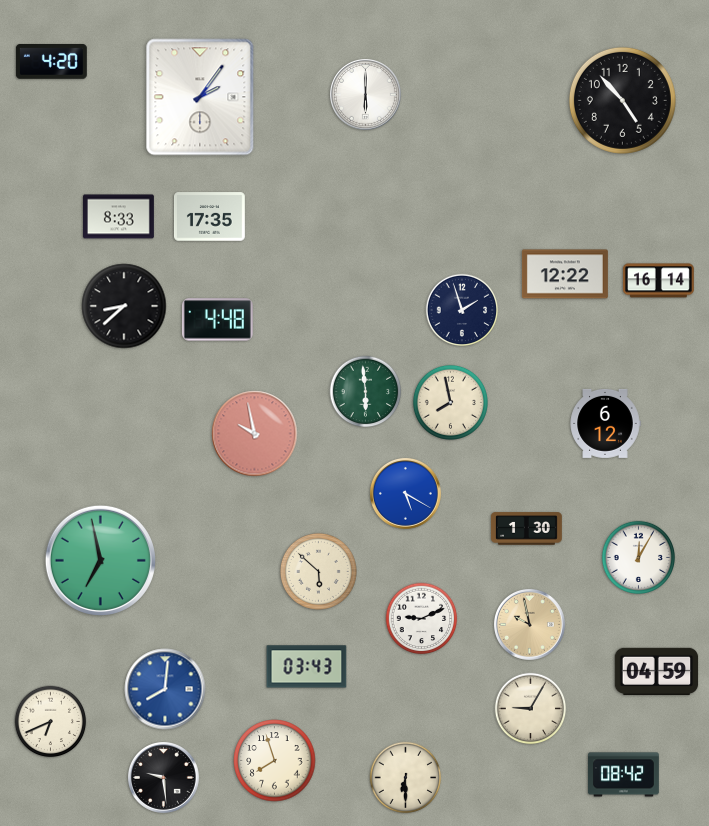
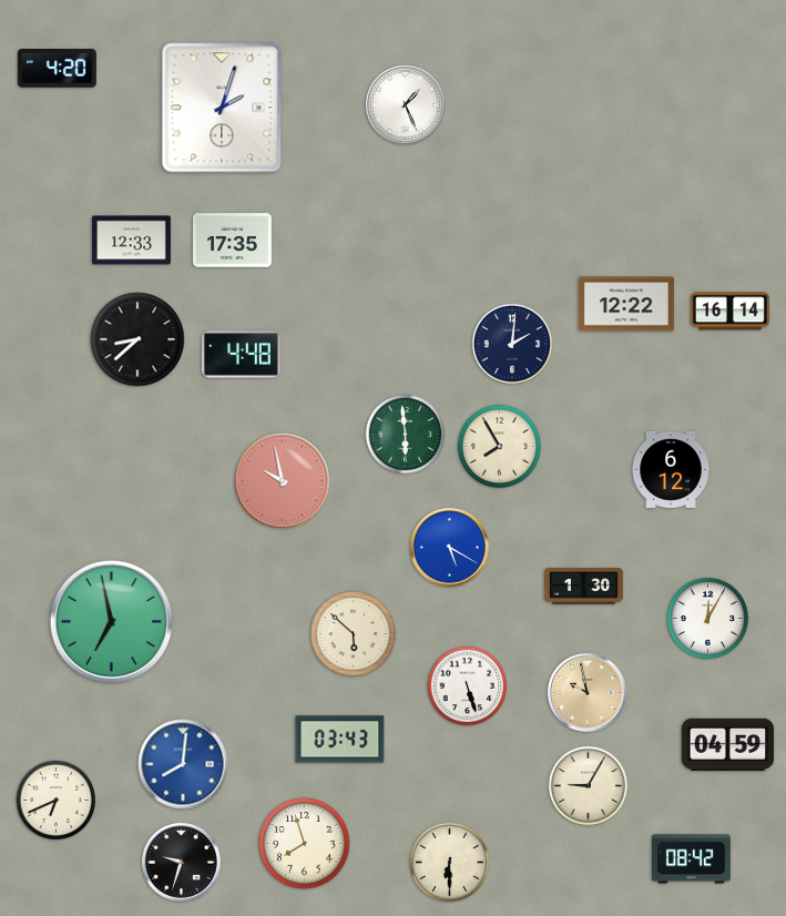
clock at (365, 94): 6:00 -> 1:26
clock at (200, 97): 2:06 -> 2:03
clock at (622, 100): 4:53 -> none
clock at (119, 217): 8:33 -> 12:33
clock at (462, 310): 1:57 -> 2:01
clock at (450, 402): 7:58 -> 7:55
clock at (422, 619): 9:11 -> 5:27
clock at (163, 777): 9:29 -> 9:33
